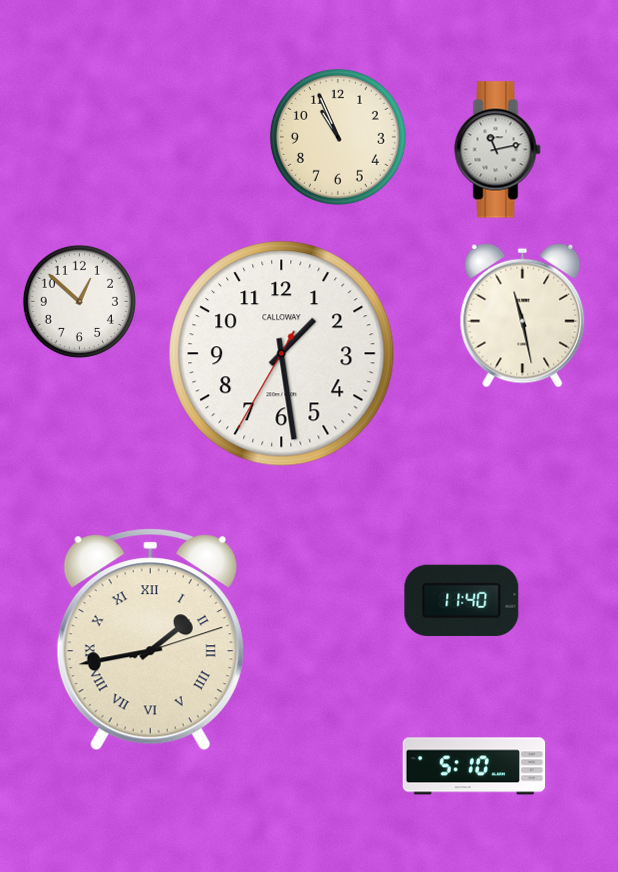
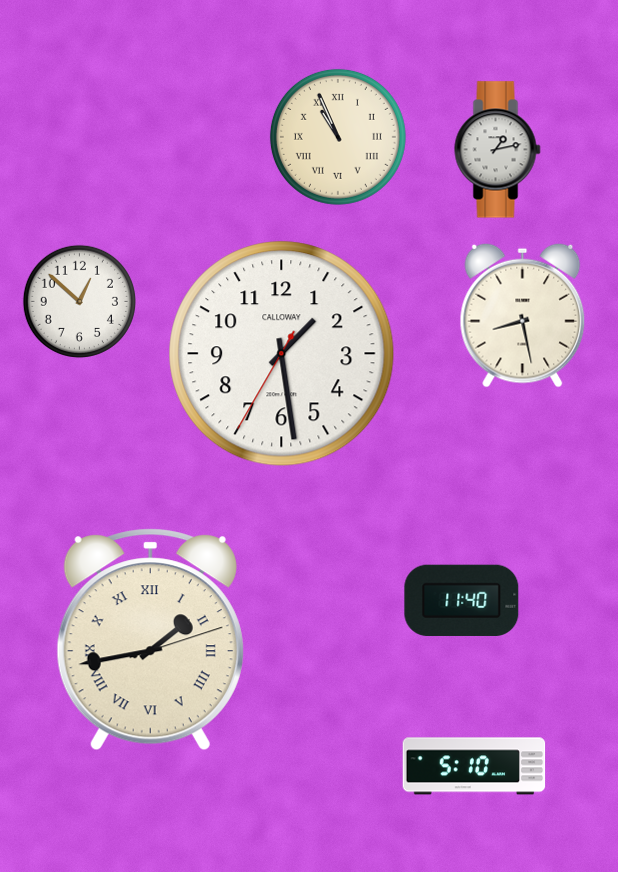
clock at (338, 137) numerals: Arabic -> Roman
clock at (498, 150): 11:13 -> 1:13
clock at (523, 315): 11:28 -> 8:28
